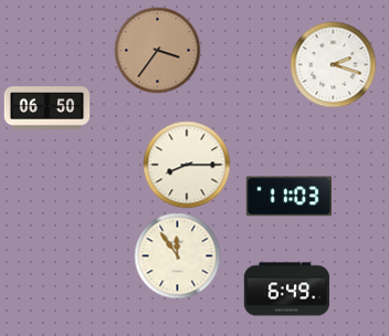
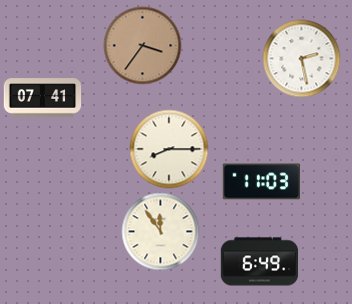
clock at (333, 64): 2:18 -> 2:28
clock at (46, 108): 06:50 -> 07:41
clock at (288, 197) position: (288, 197) -> (261, 182)
